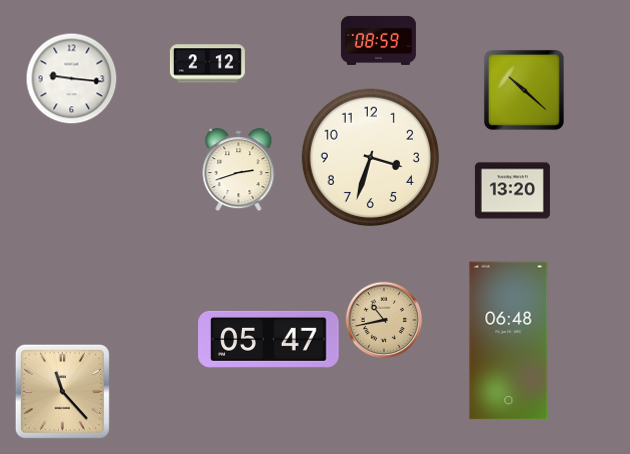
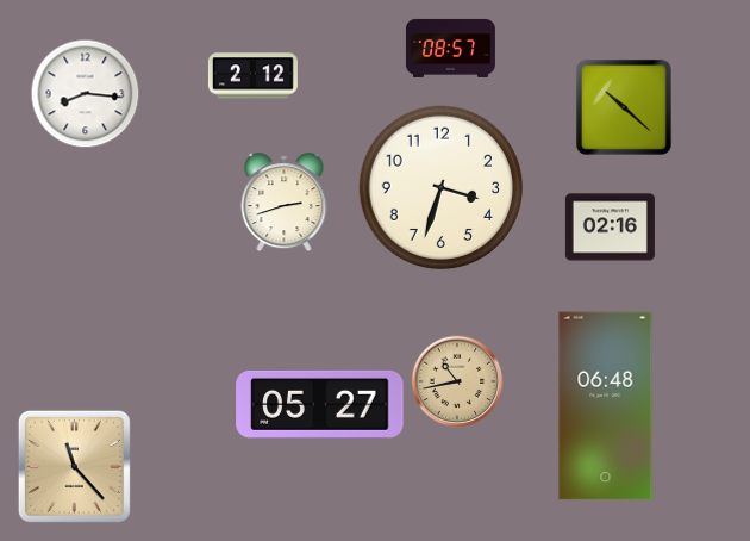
clock at (378, 40): 08:59 -> 08:57
clock at (207, 64) position: (207, 64) -> (252, 76)
clock at (72, 79): 9:16 -> 8:16
clock at (512, 191): 13:20 -> 02:16
clock at (269, 339): 05:47 -> 05:27
